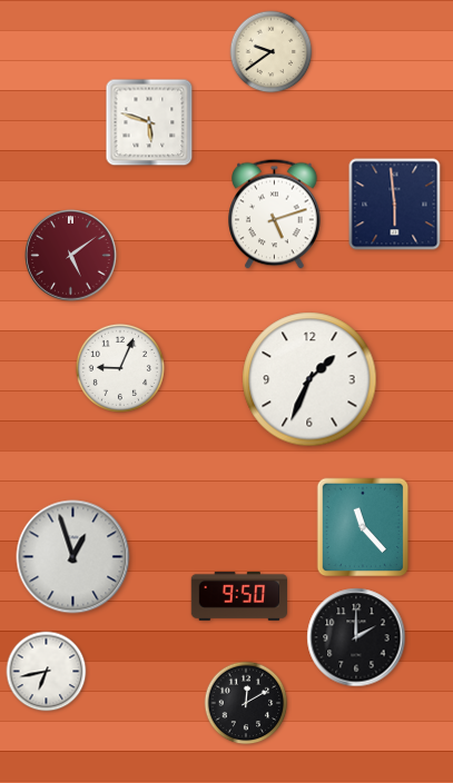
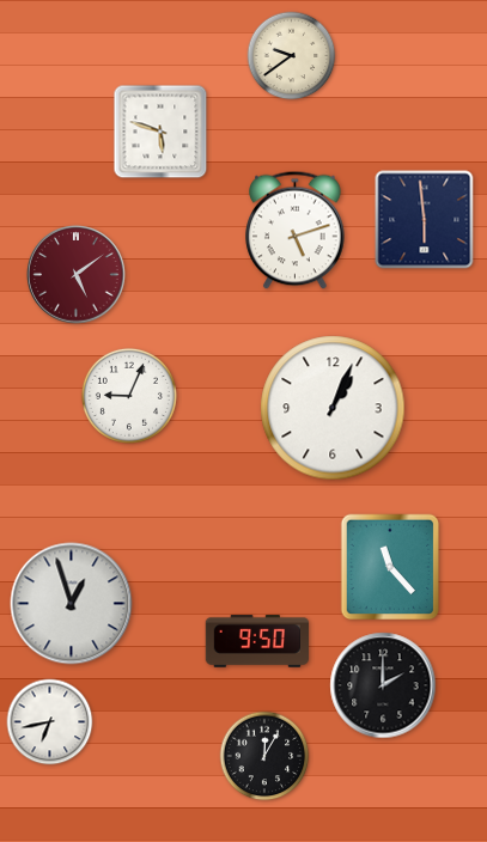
clock at (309, 379): 1:34 -> 1:04
clock at (73, 557) position: (73, 557) -> (72, 604)
clock at (246, 703): 12:10 -> 12:05
